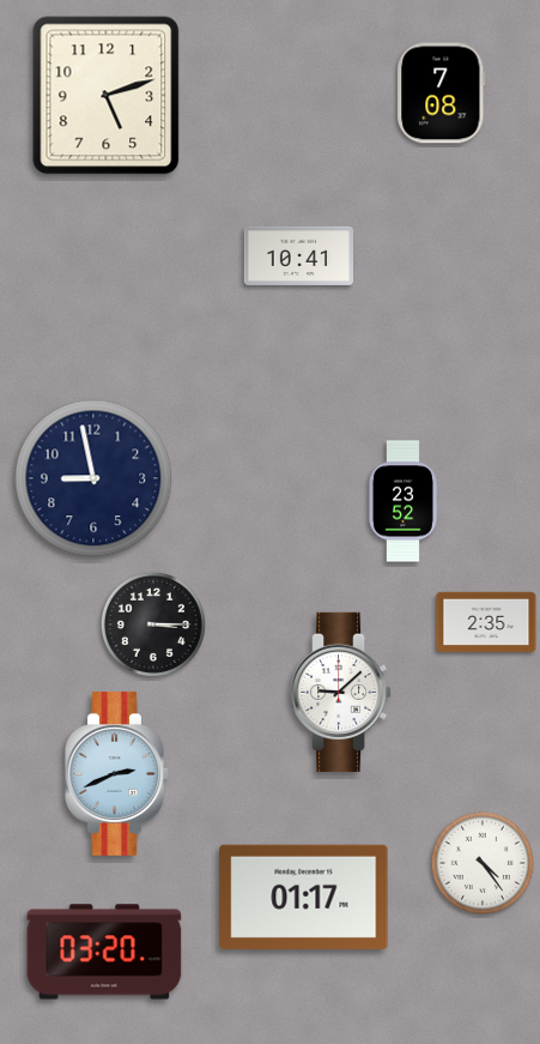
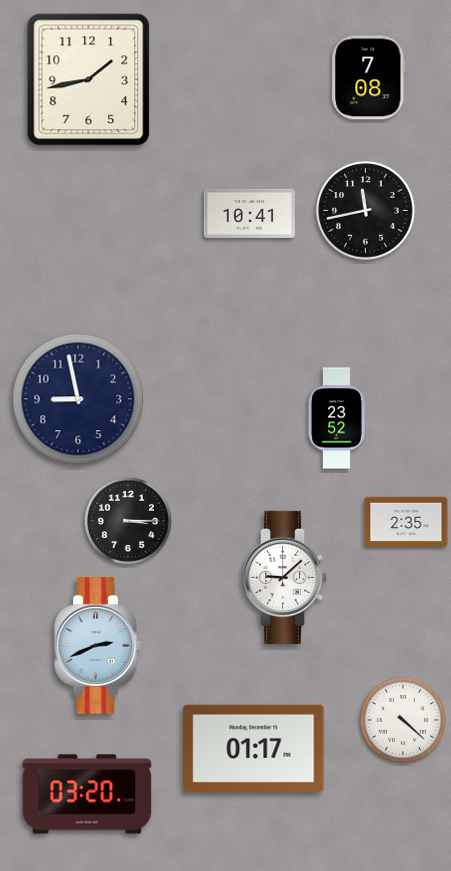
clock at (107, 96): 5:12 -> 1:43
clock at (366, 211): none -> 11:43
clock at (486, 621) position: (486, 621) -> (406, 521)
clock at (483, 863): 4:24 -> 4:22
